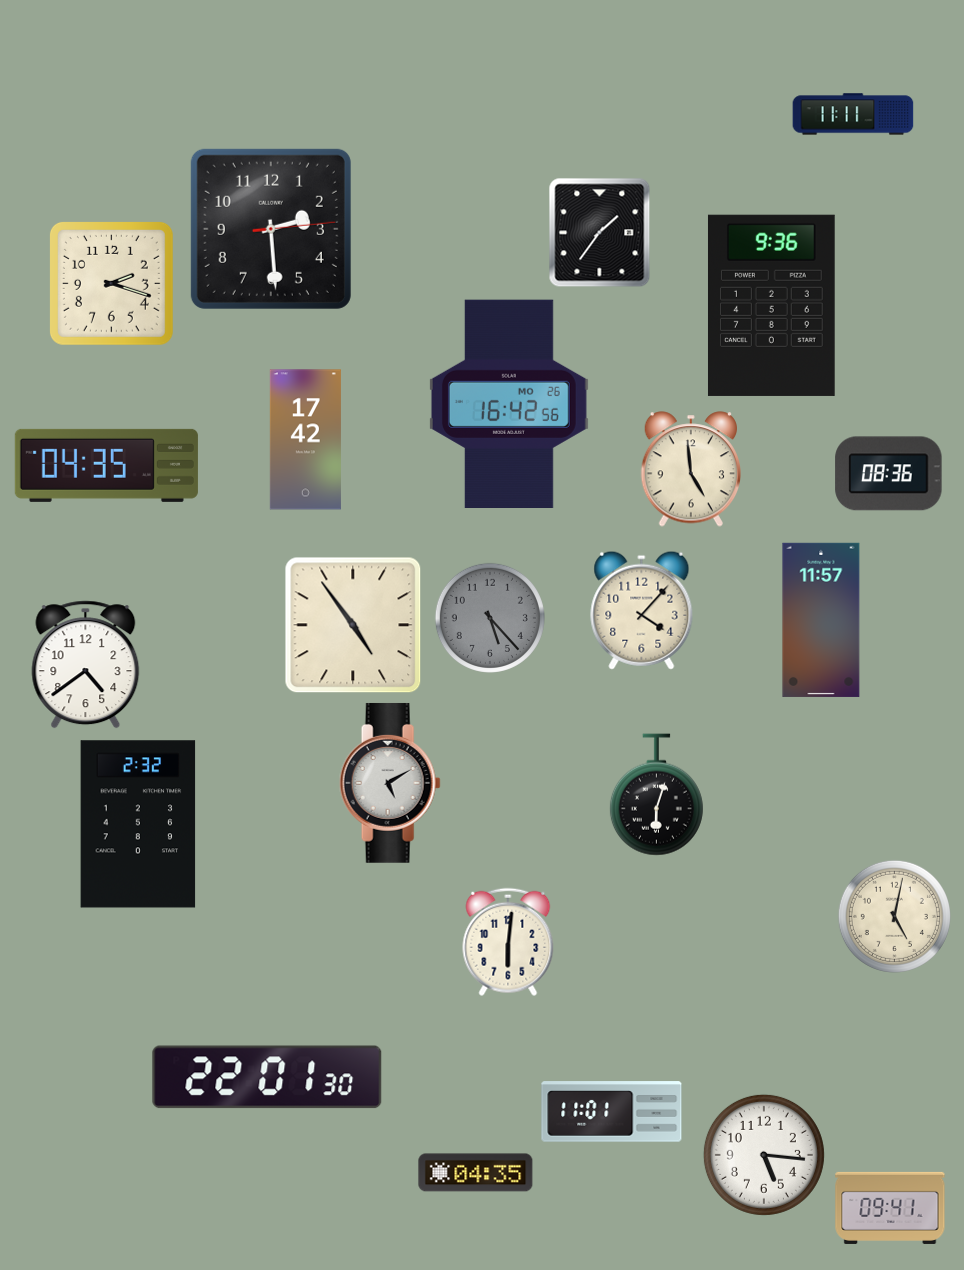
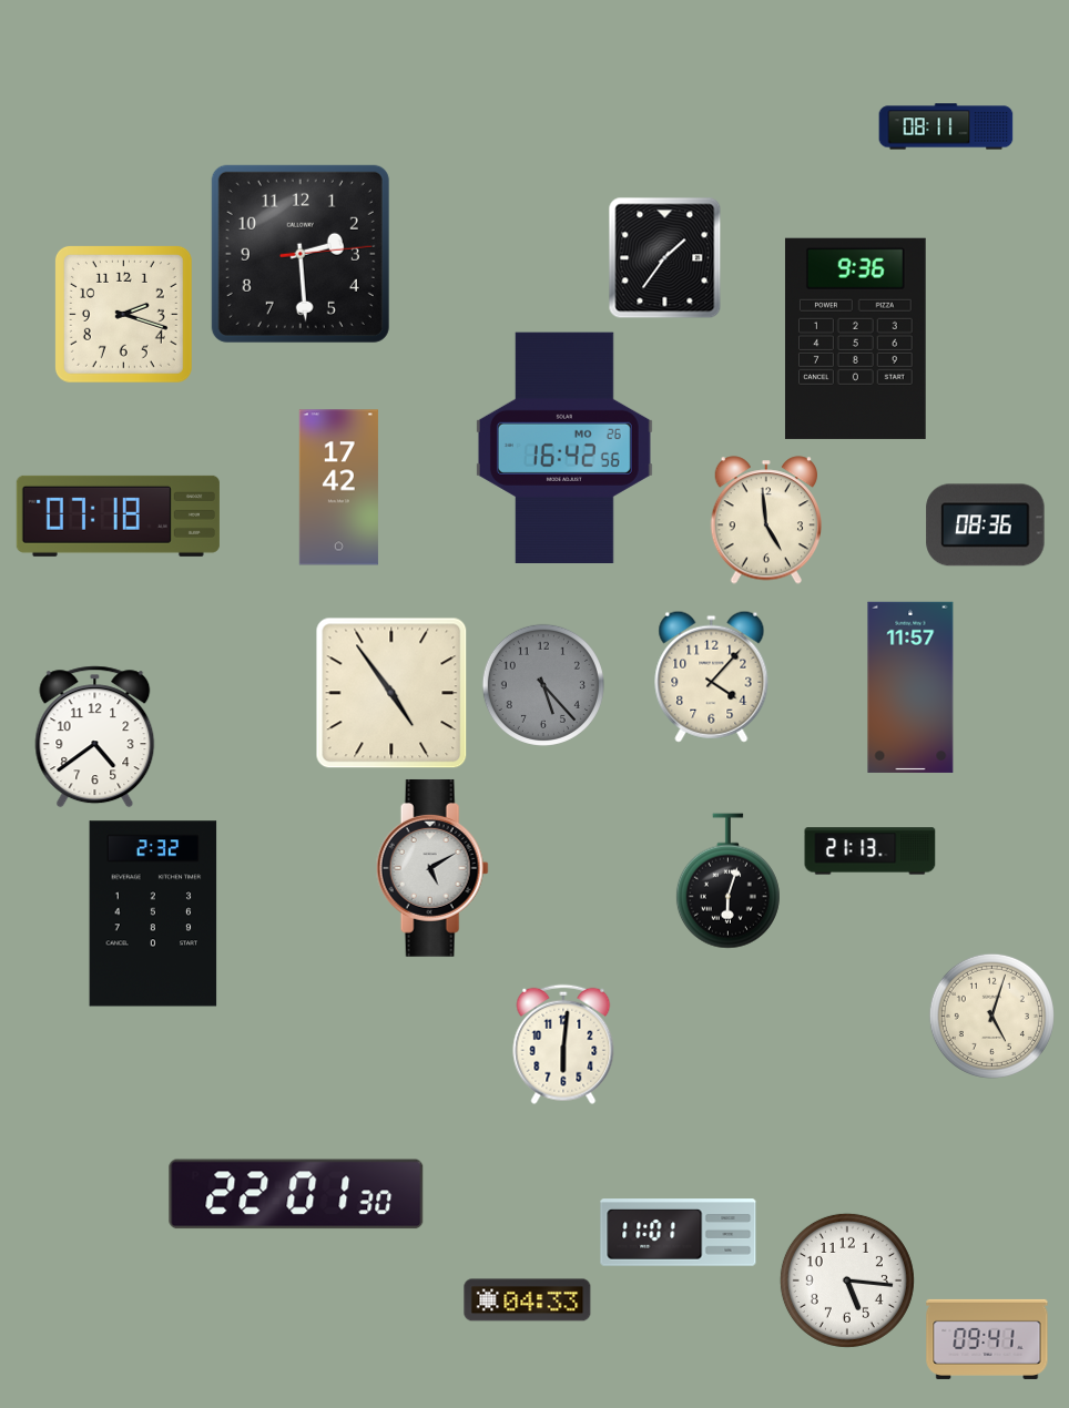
clock at (853, 114): 11:11 -> 08:11
clock at (106, 465): 04:35 -> 07:18
clock at (871, 851): none -> 21:13
clock at (894, 916): 5:02 -> 5:03
clock at (476, 1173): 04:35 -> 04:33
